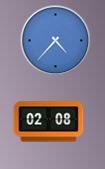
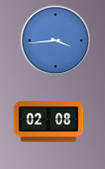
clock at (56, 41): 4:37 -> 3:44
